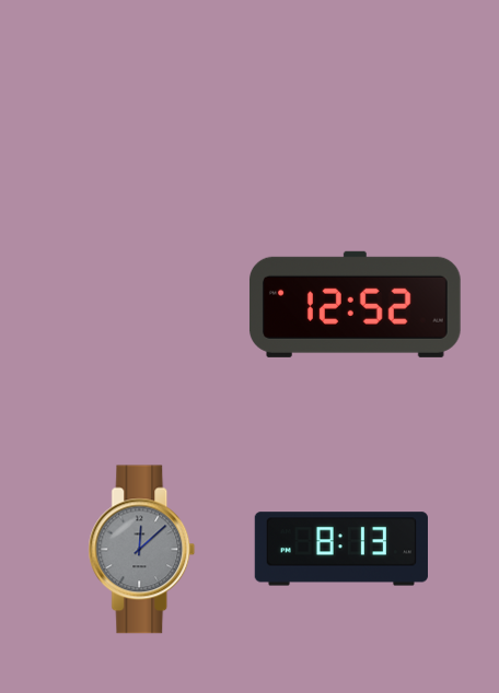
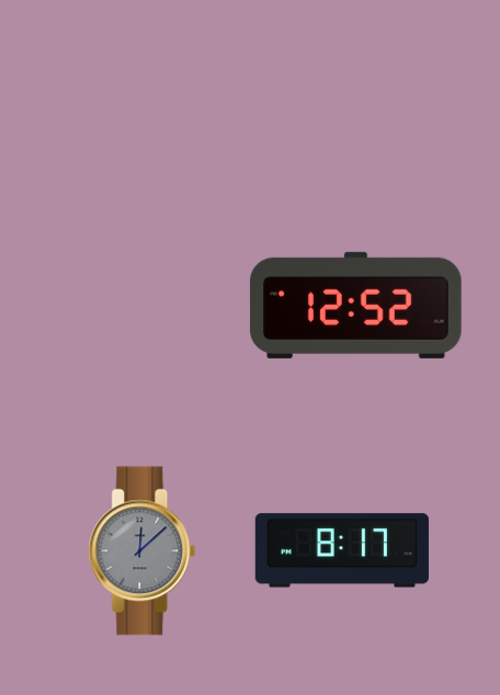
clock at (341, 549): 8:13 -> 8:17
